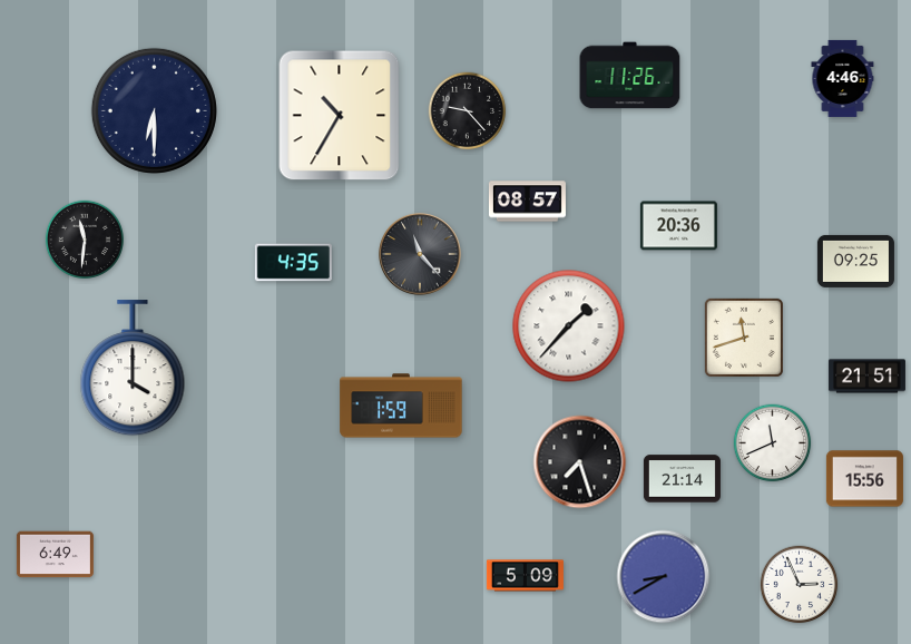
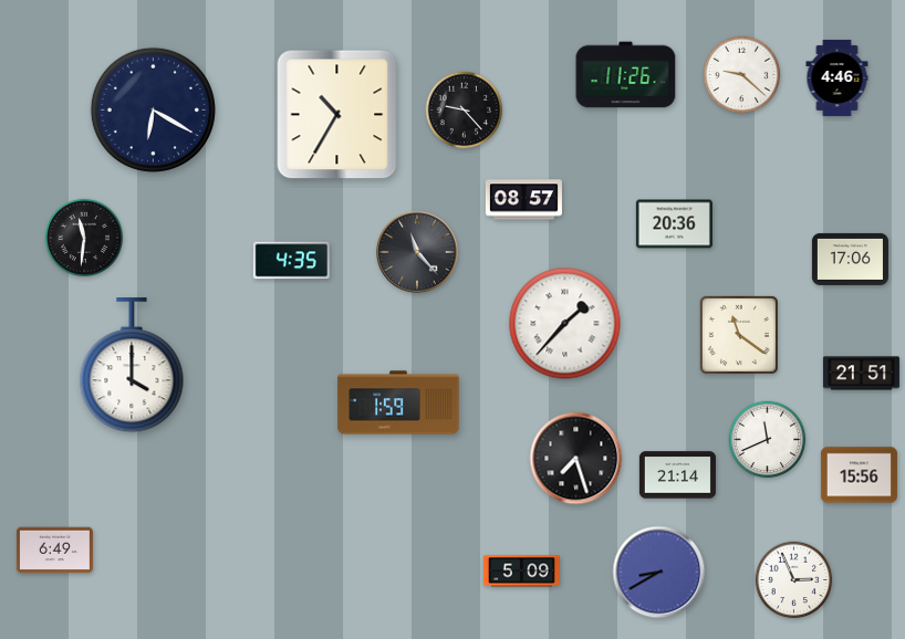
clock at (742, 75): none -> 9:22
clock at (154, 110): 6:30 -> 6:20
clock at (855, 261): 09:25 -> 17:06
clock at (744, 338): 11:42 -> 11:21
